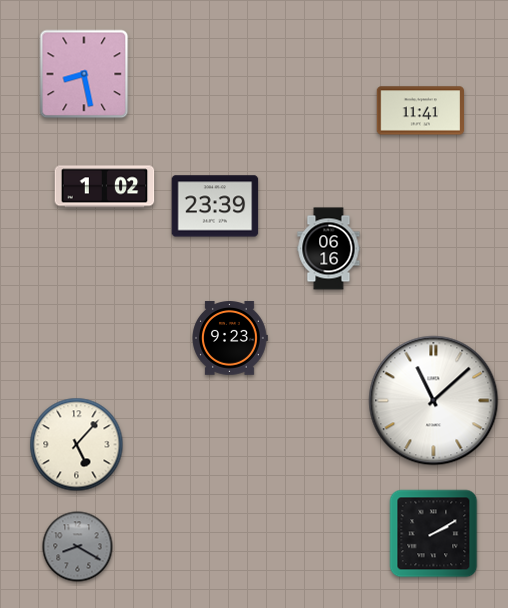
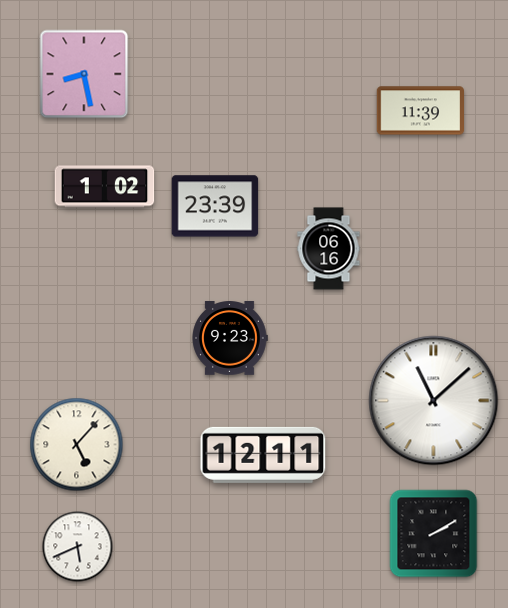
clock at (421, 111): 11:41 -> 11:39
clock at (263, 455): none -> 12:11
clock at (78, 547): 8:20 -> 5:41
clock at (78, 547) dial: grey -> white
